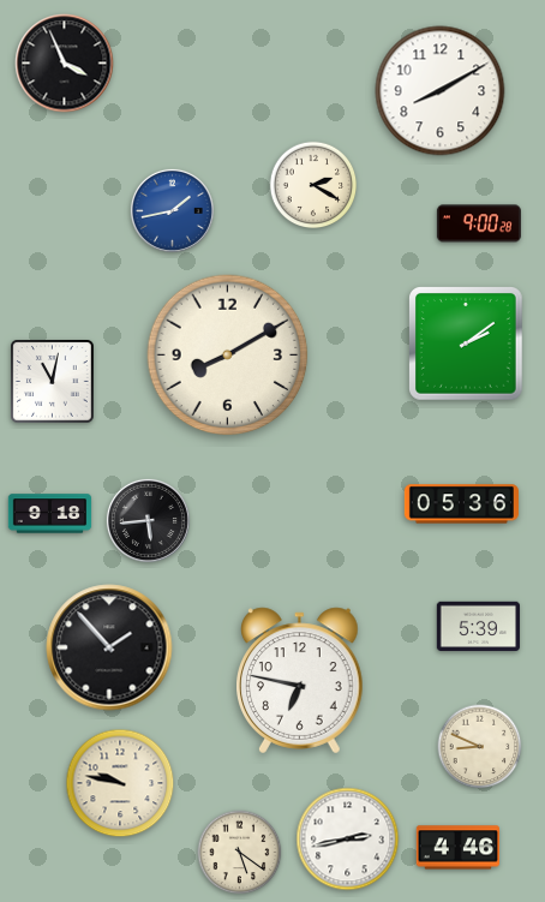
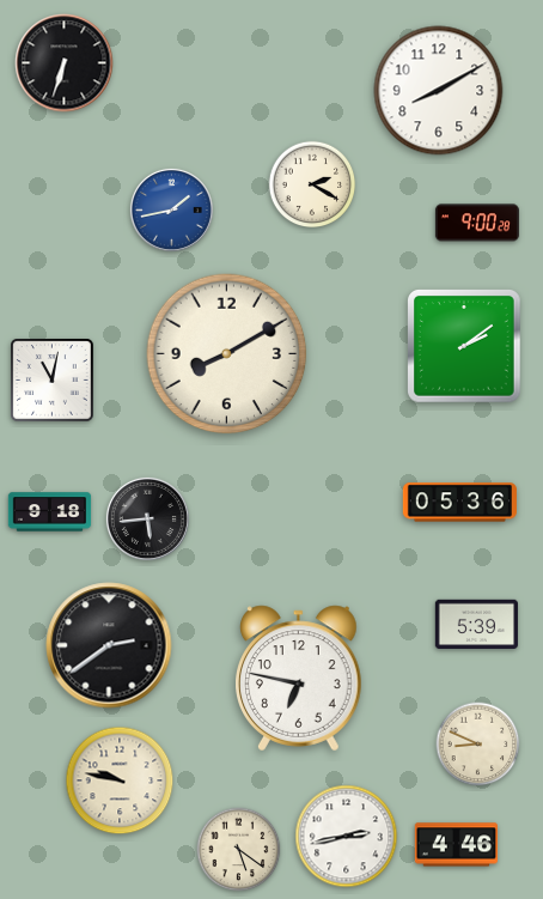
clock at (65, 64): 3:56 -> 6:33
clock at (467, 345) position: (467, 345) -> (465, 347)
clock at (109, 647): 1:53 -> 2:39
